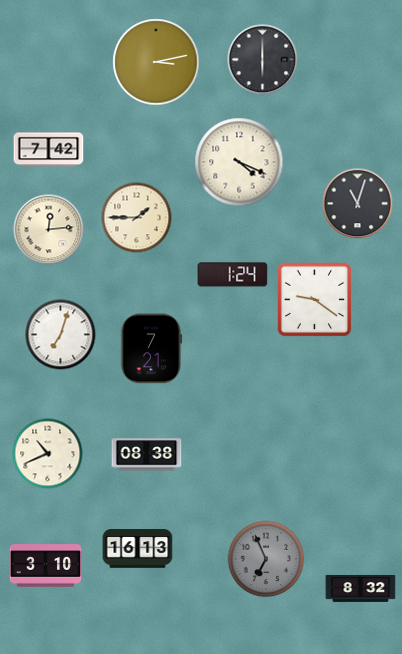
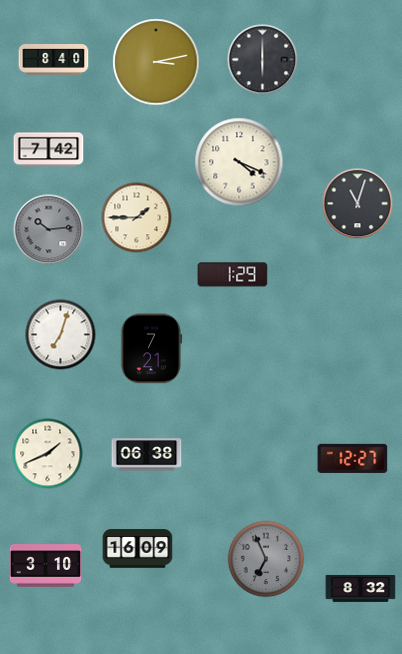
clock at (54, 60): none -> 8:40
clock at (49, 230): 12:14 -> 10:14
clock at (49, 230) dial: cream -> grey
clock at (233, 275): 1:24 -> 1:29
clock at (315, 300): 9:21 -> none
clock at (48, 454): 10:41 -> 1:41
clock at (147, 455): 08:38 -> 06:38
clock at (353, 458): none -> 12:27
clock at (138, 549): 16:13 -> 16:09
